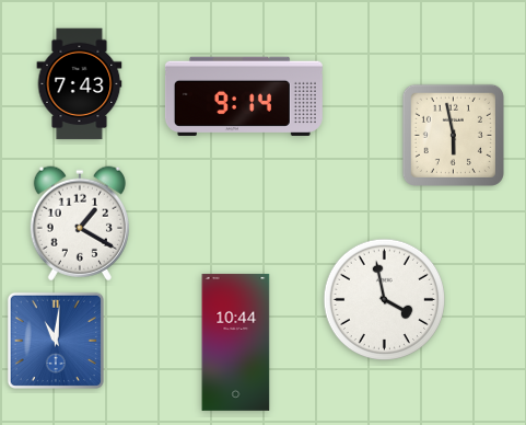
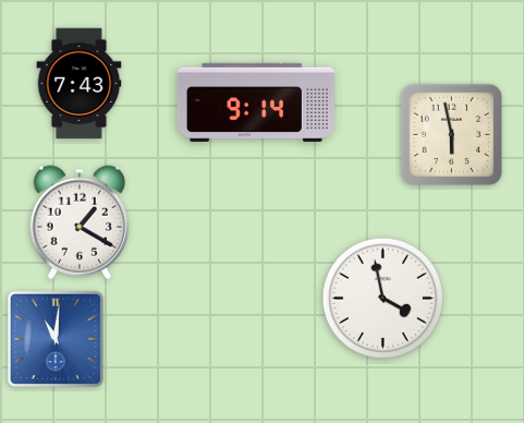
clock at (244, 96) position: (244, 96) -> (256, 102)
clock at (236, 342): 10:44 -> none
